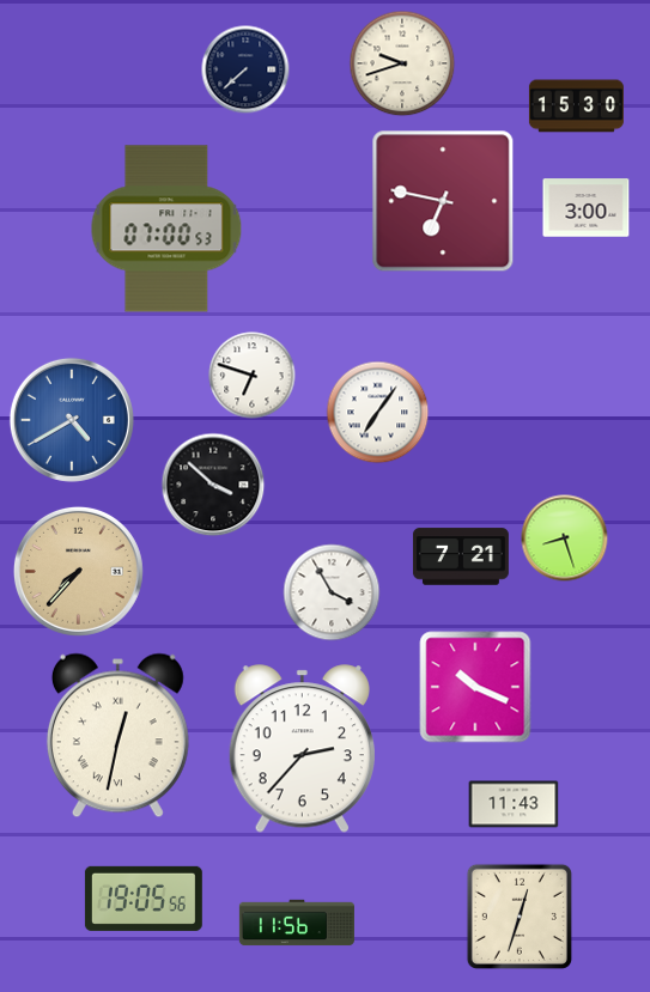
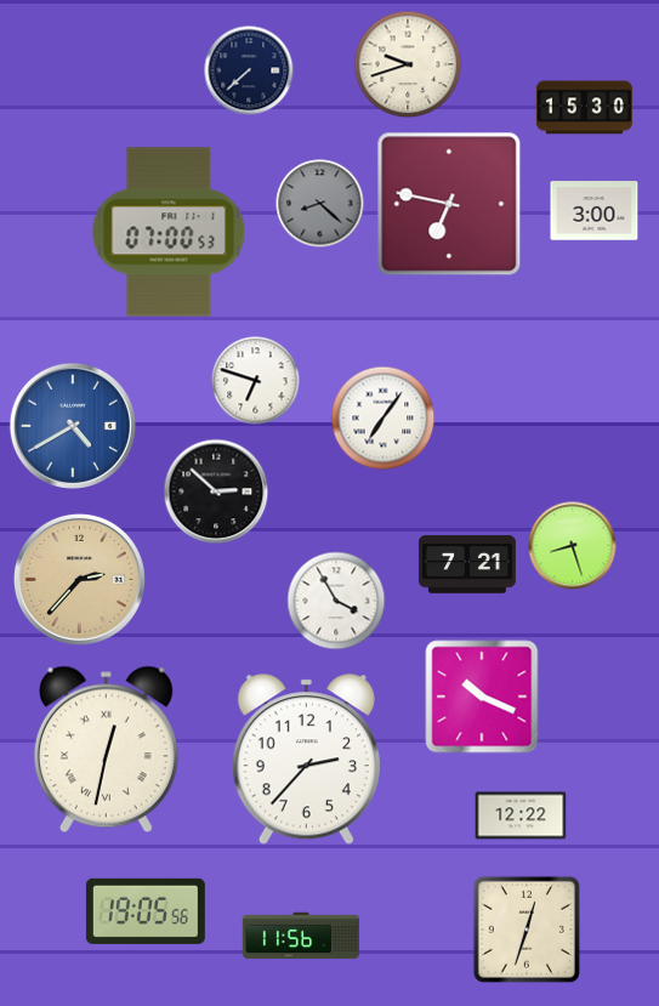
clock at (320, 204): none -> 8:22
clock at (213, 485): 3:52 -> 2:52
clock at (78, 571): 7:37 -> 2:37
clock at (117, 736) position: (117, 736) -> (106, 750)
clock at (514, 804): 11:43 -> 12:22
